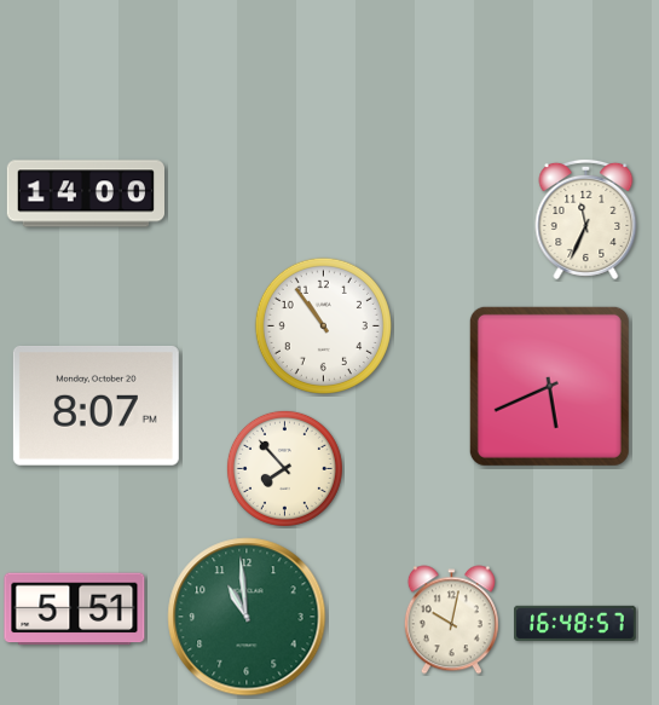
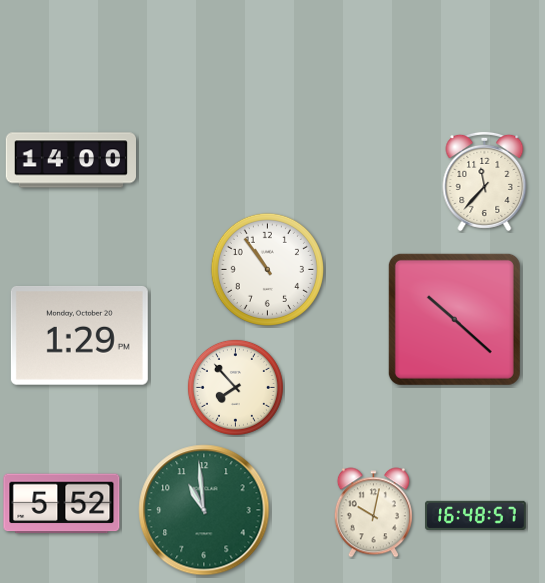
clock at (586, 219): 11:34 -> 11:37
clock at (549, 386): 5:41 -> 10:22
clock at (96, 405): 8:07 -> 1:29
clock at (75, 609): 5:51 -> 5:52
